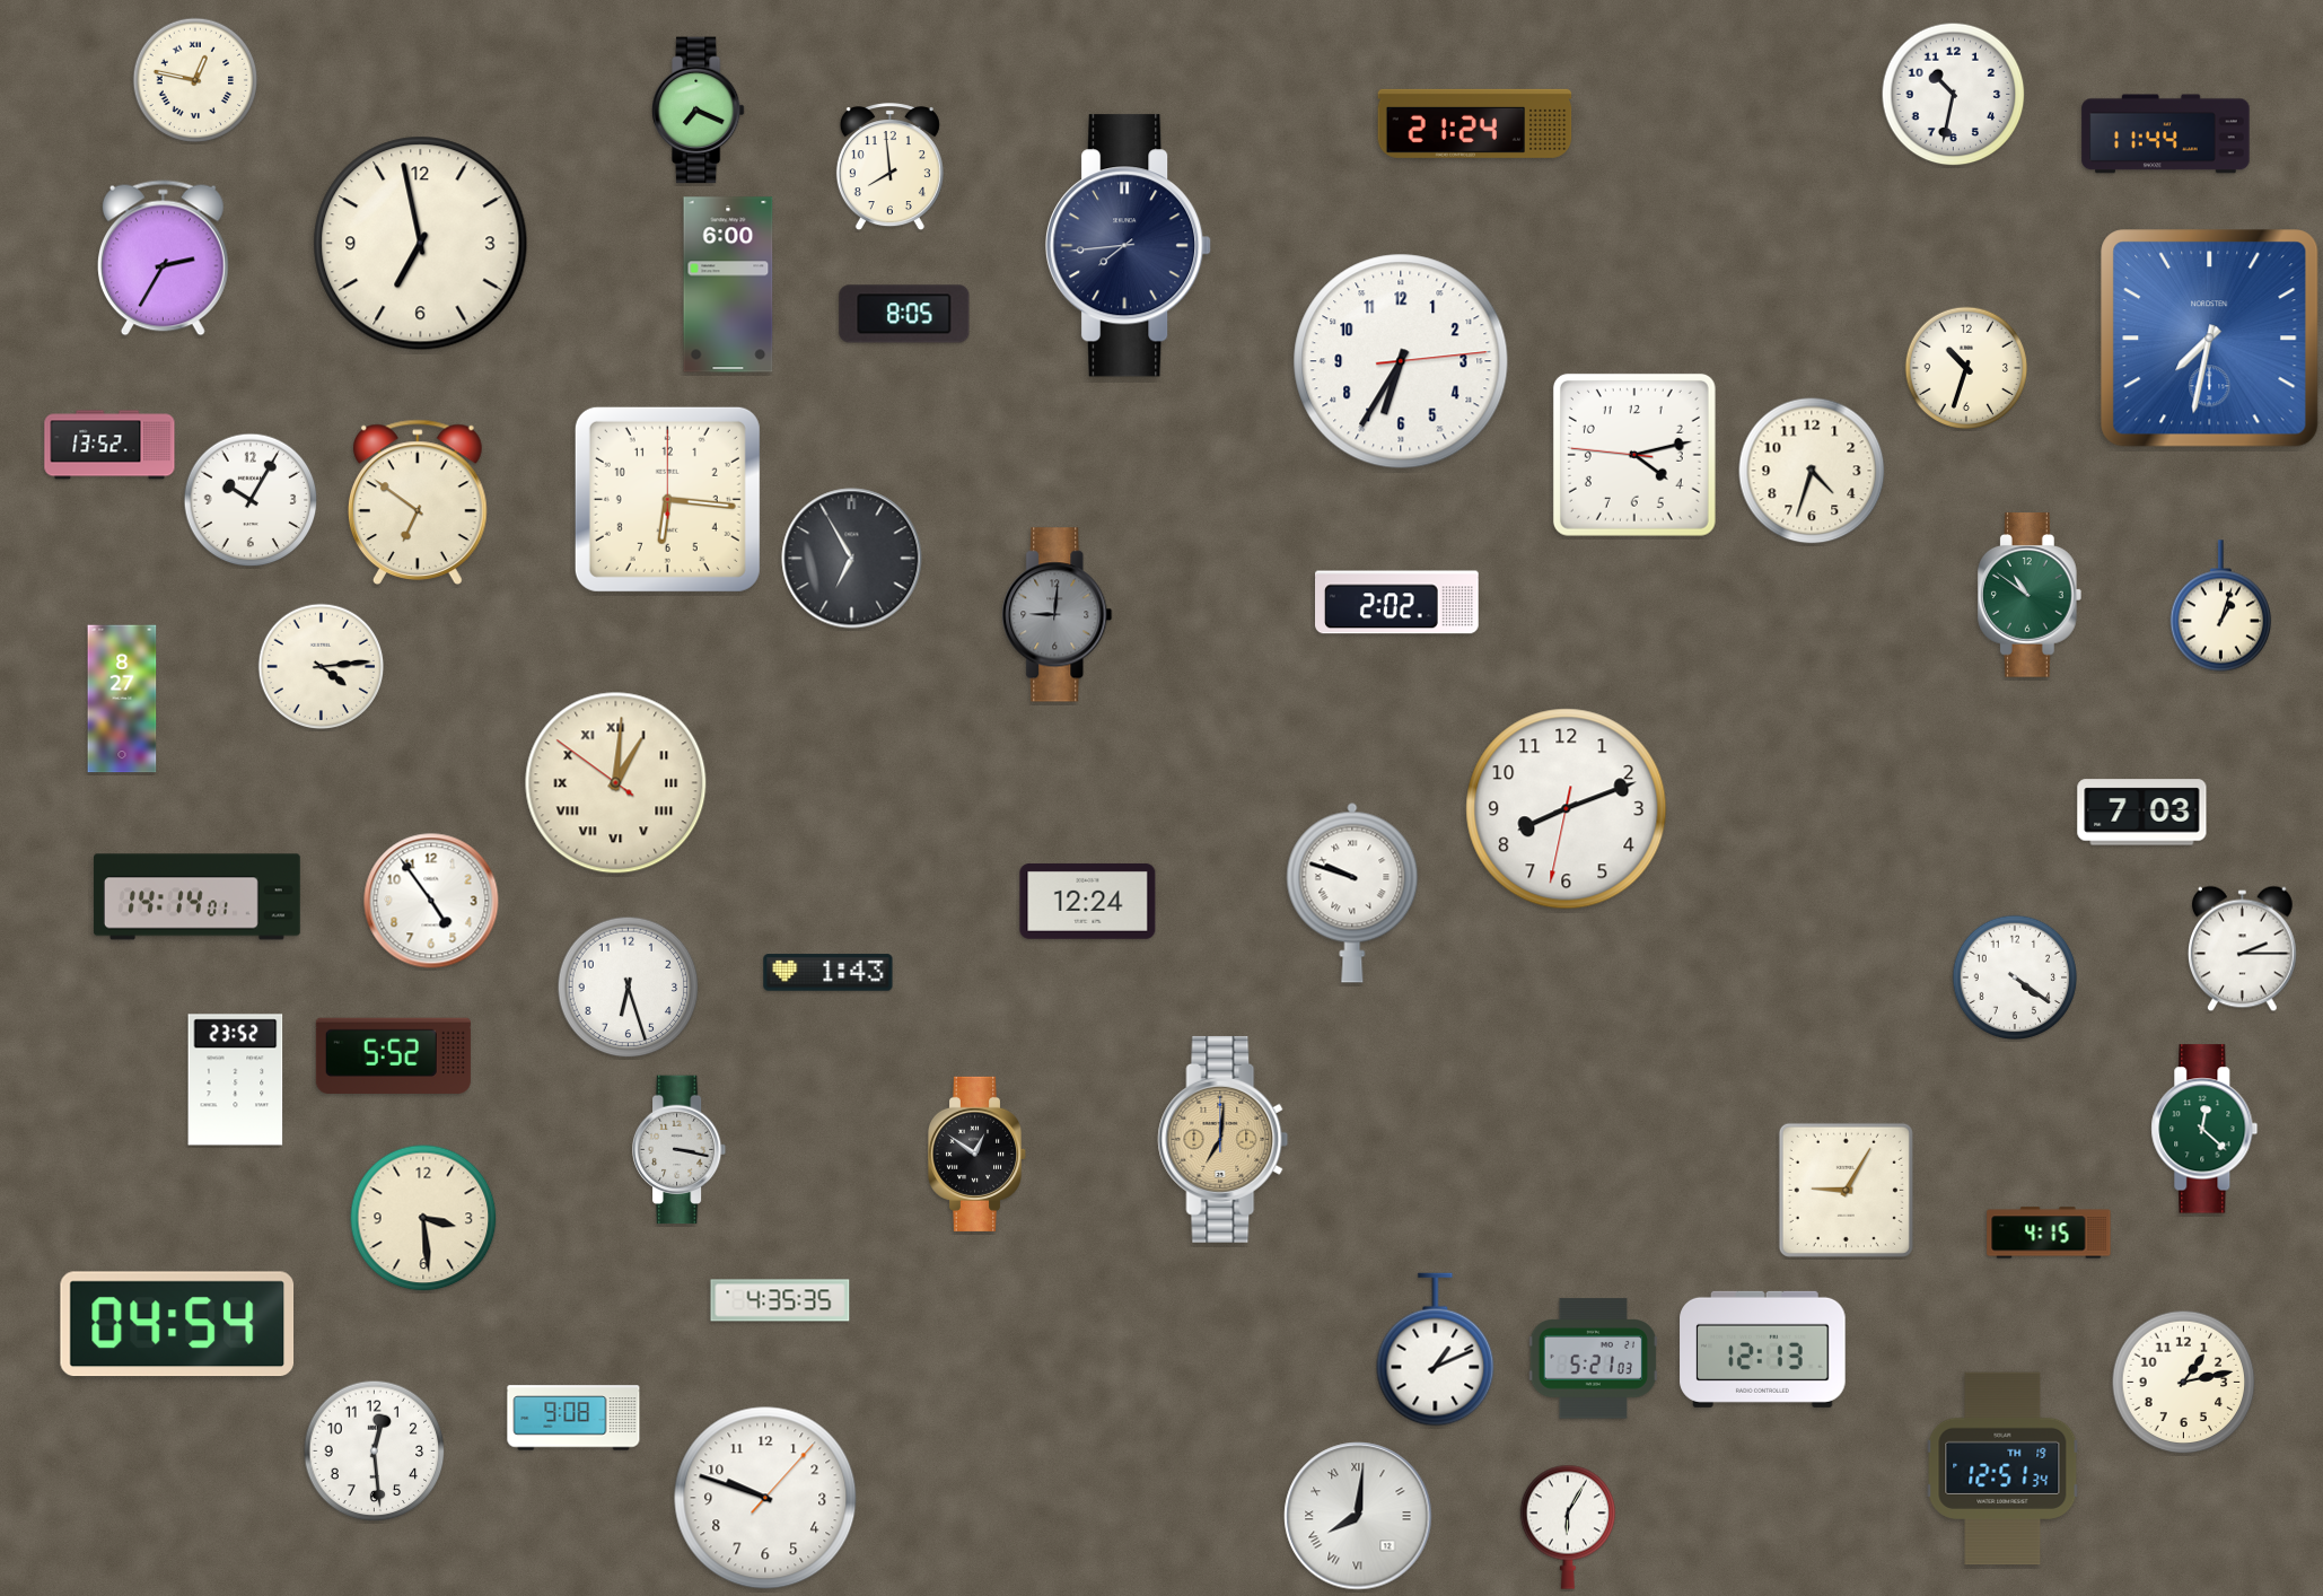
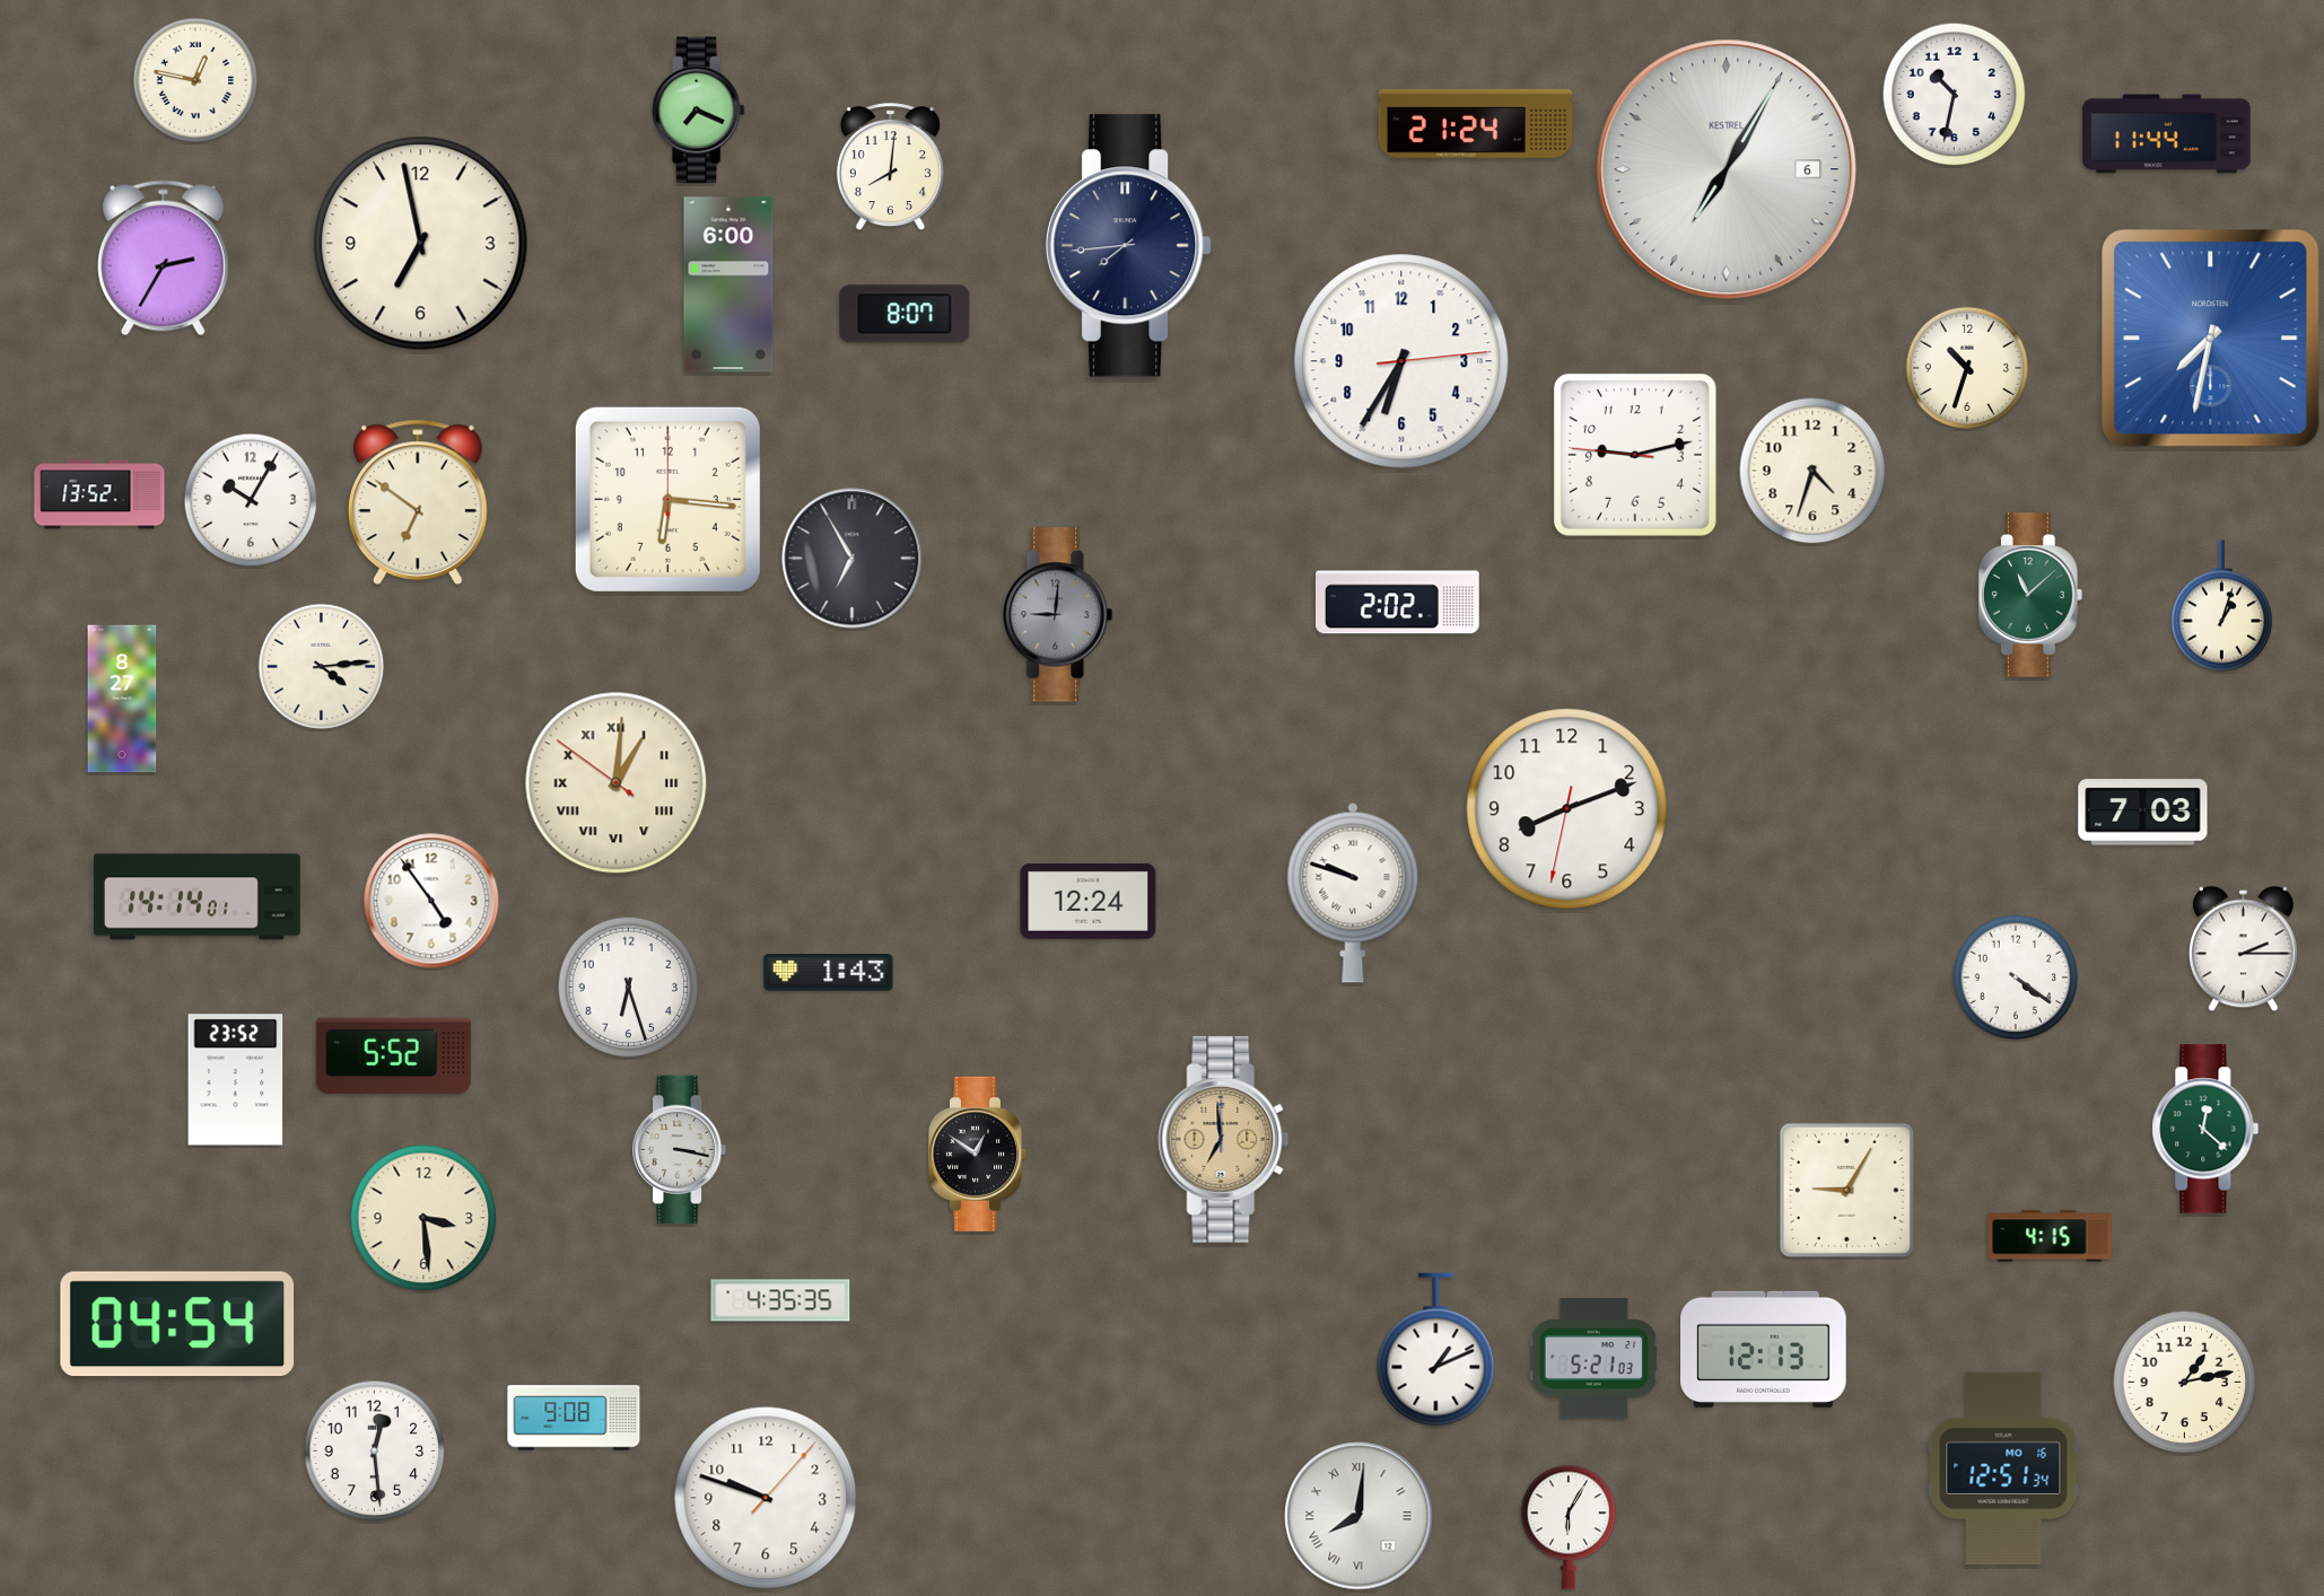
clock at (889, 167): 7:59 -> 8:01
clock at (1727, 169): none -> 7:05
clock at (904, 314): 8:05 -> 8:07
clock at (109, 445) position: (109, 445) -> (99, 494)
clock at (1634, 455): 4:12 -> 9:12
clock at (2030, 595): 10:51 -> 11:08
clock at (1224, 1139): 7:01 -> 6:59
clock at (2049, 1233) position: (2049, 1233) -> (2050, 1236)
clock at (2002, 1468) date: TH 19 -> MO 16
